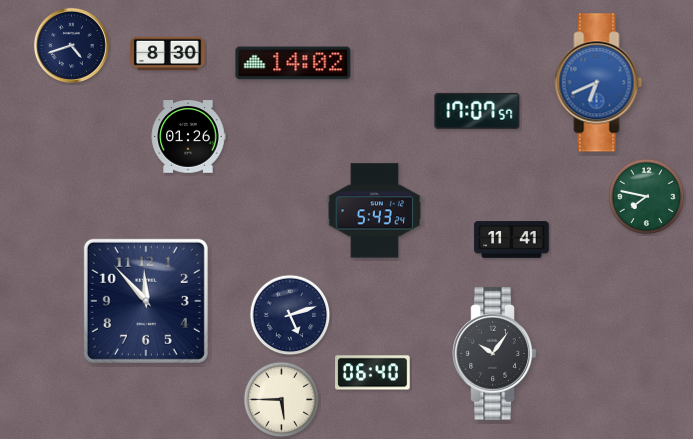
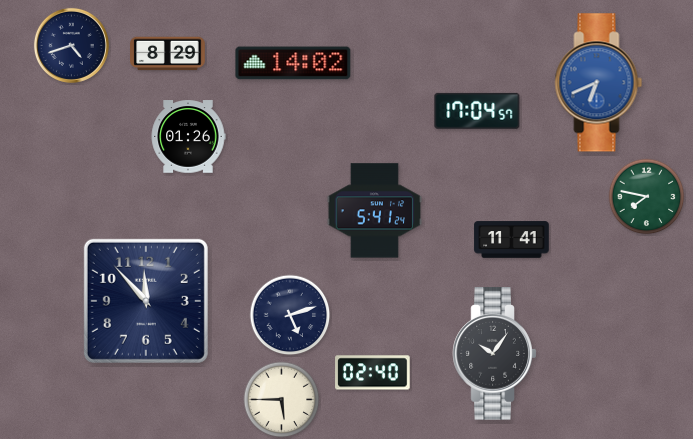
clock at (168, 54): 8:30 -> 8:29
clock at (477, 111): 17:07 -> 17:04
clock at (375, 211): 5:43 -> 5:41
clock at (373, 373): 06:40 -> 02:40
